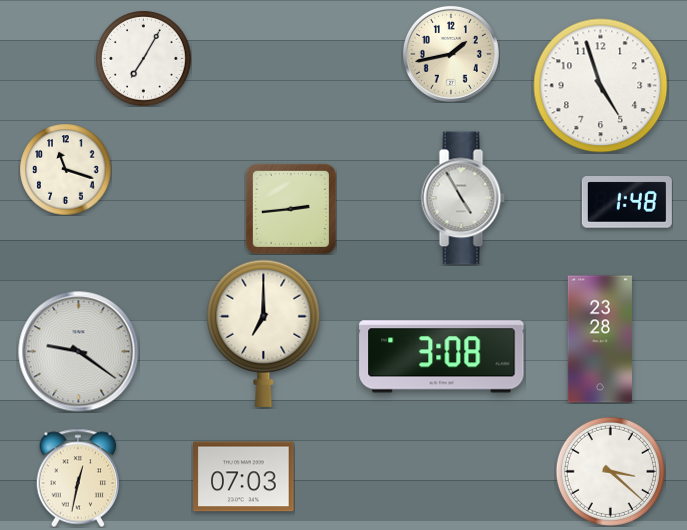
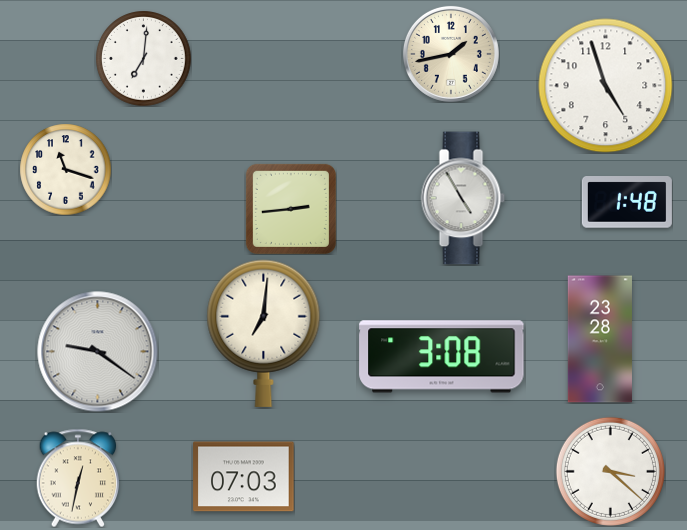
clock at (143, 58): 7:05 -> 7:01
clock at (601, 86) position: (601, 86) -> (606, 86)
clock at (264, 333): 7:00 -> 7:01
clock at (79, 352) position: (79, 352) -> (98, 352)
